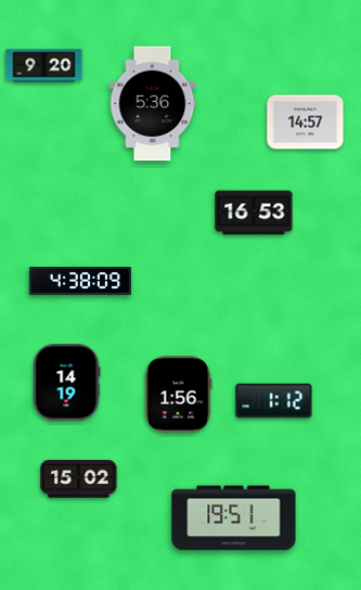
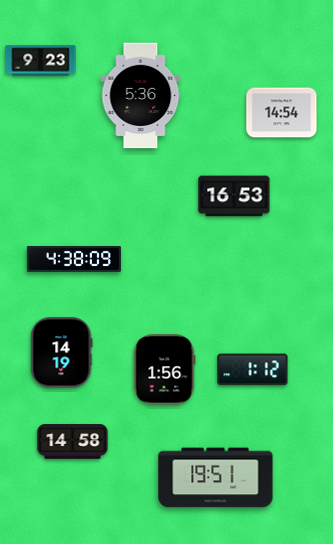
clock at (44, 66): 9:20 -> 9:23
clock at (306, 123): 14:57 -> 14:54
clock at (178, 395) position: (178, 395) -> (164, 370)
clock at (79, 479): 15:02 -> 14:58
